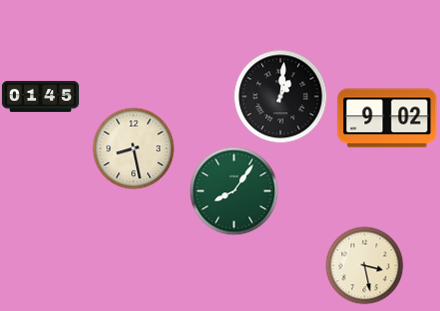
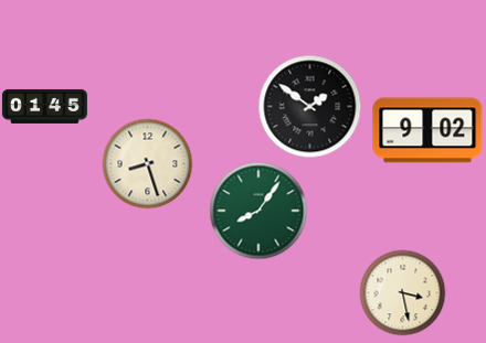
clock at (280, 96): 1:01 -> 1:51
clock at (133, 148): 8:28 -> 8:27
